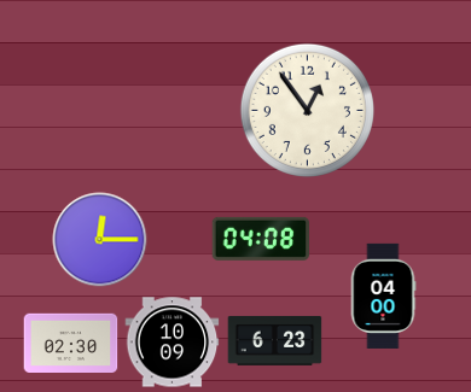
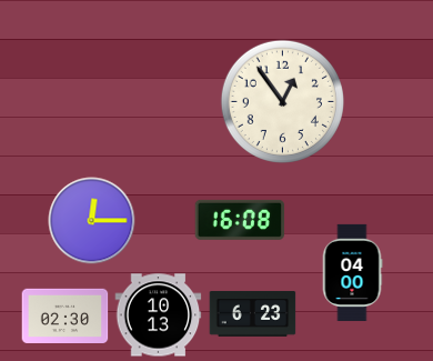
clock at (261, 239): 04:08 -> 16:08
clock at (171, 343): 10:09 -> 10:13
